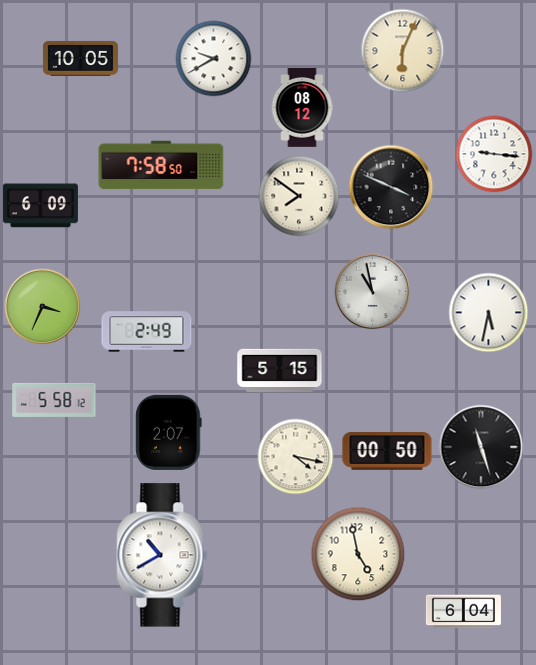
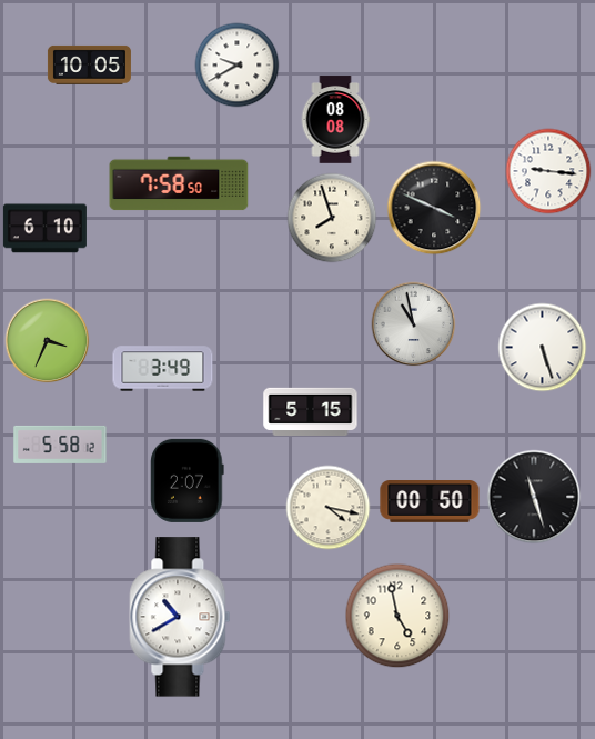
clock at (403, 51): 6:04 -> none
clock at (302, 108): 08:12 -> 08:08
clock at (299, 196): 7:51 -> 7:57
clock at (40, 206): 6:09 -> 6:10
clock at (489, 313): 5:32 -> 5:27
clock at (147, 332): 2:49 -> 3:49
clock at (463, 612): 6:04 -> none
